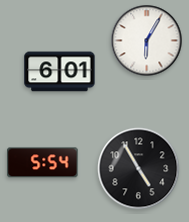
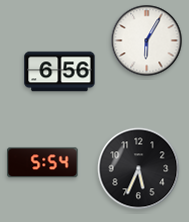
clock at (60, 72): 6:01 -> 6:56
clock at (139, 169): 4:55 -> 5:34
